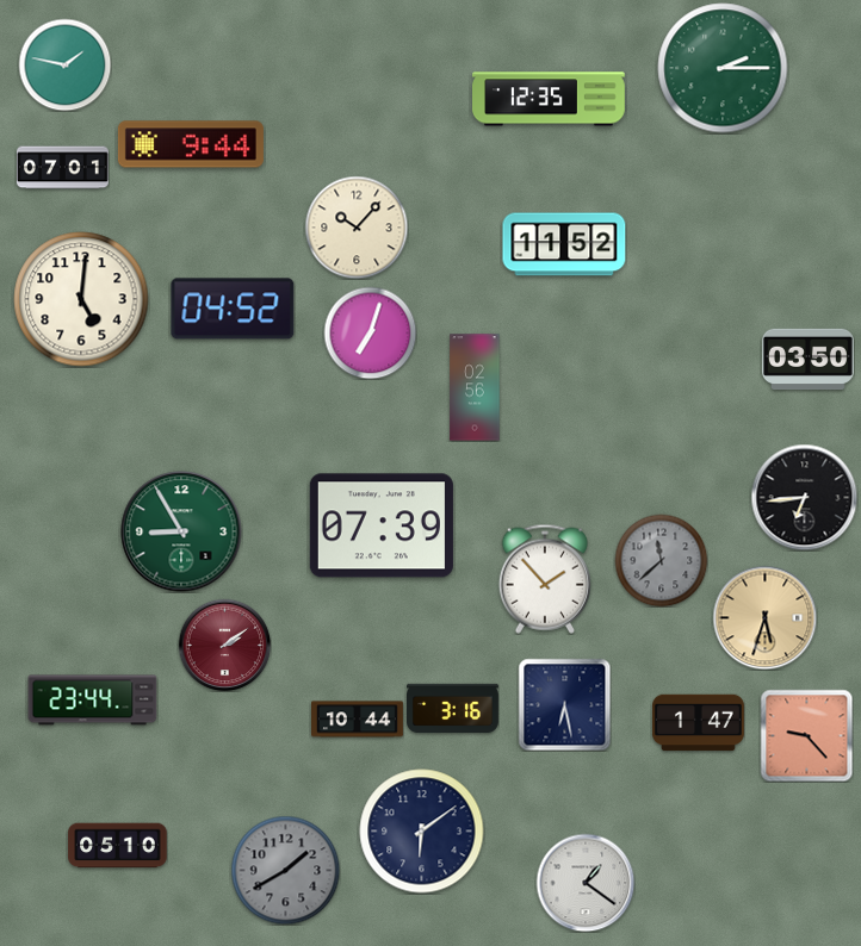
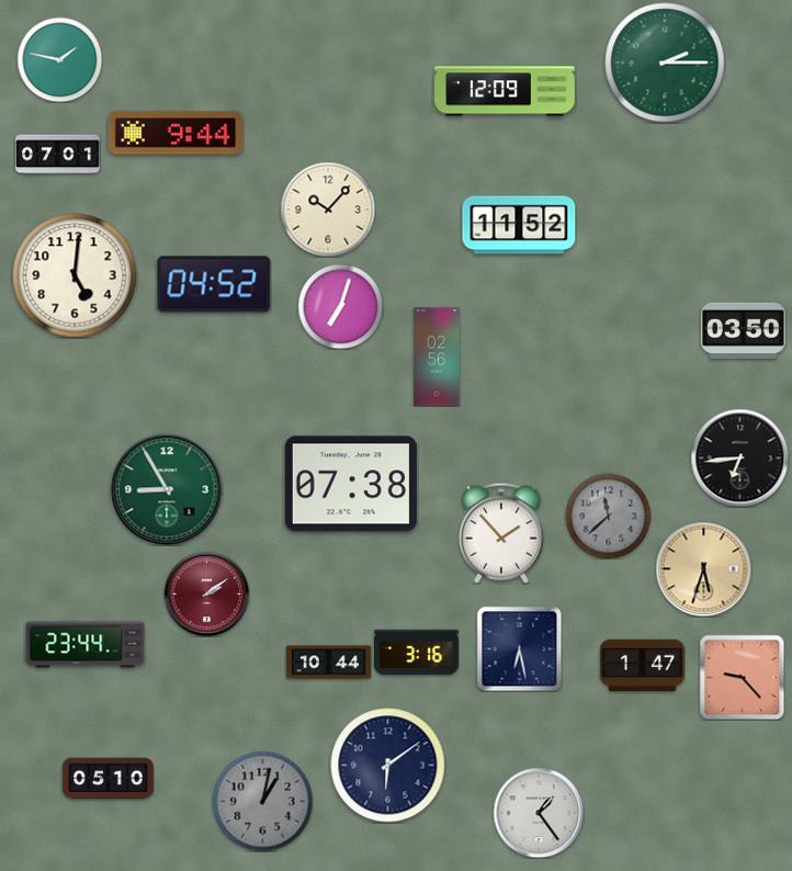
clock at (550, 99): 12:35 -> 12:09
clock at (382, 525): 07:39 -> 07:38
clock at (285, 870): 1:40 -> 1:02
clock at (586, 883): 1:21 -> 1:24
